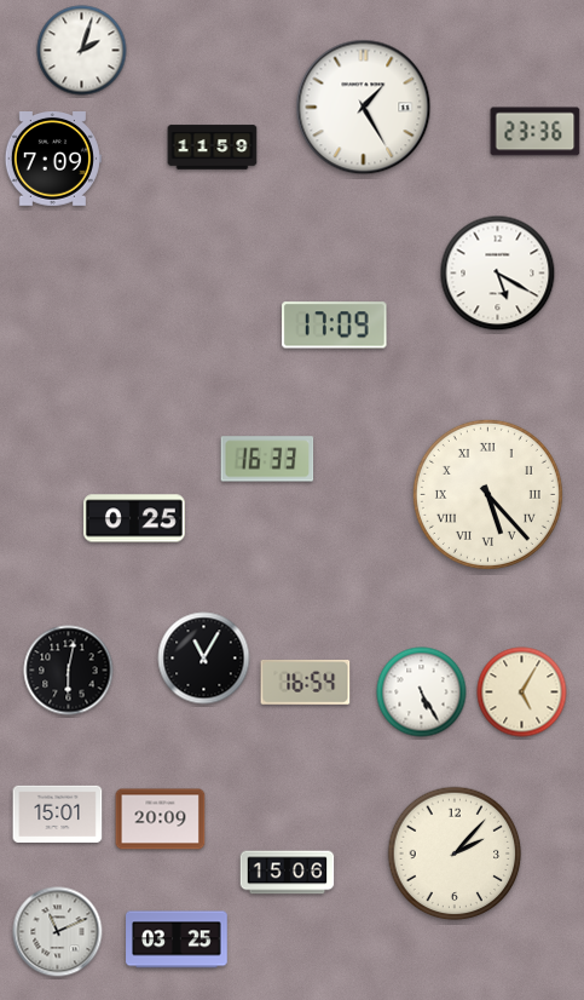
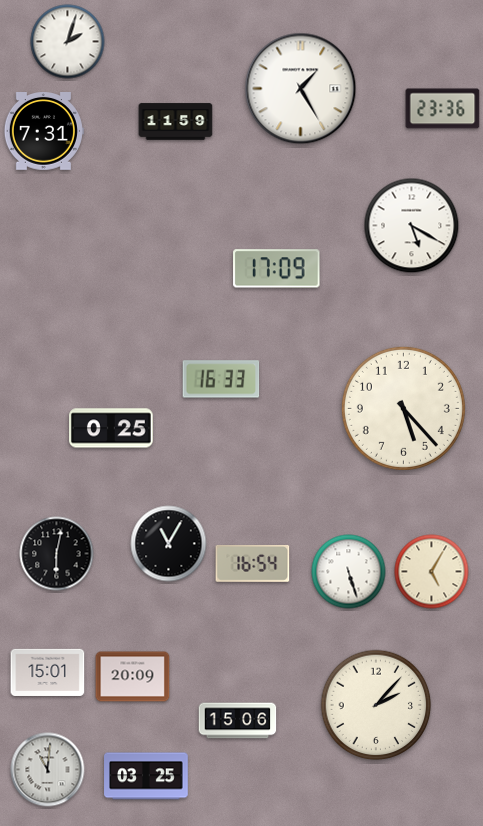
clock at (53, 160): 7:09 -> 7:31
clock at (487, 494) numerals: Roman -> Arabic
clock at (422, 692): 5:25 -> 5:27
clock at (58, 932): 11:11 -> 11:01
